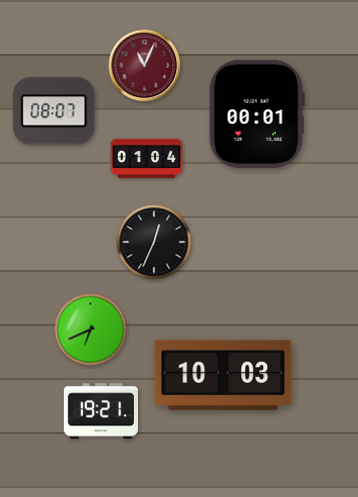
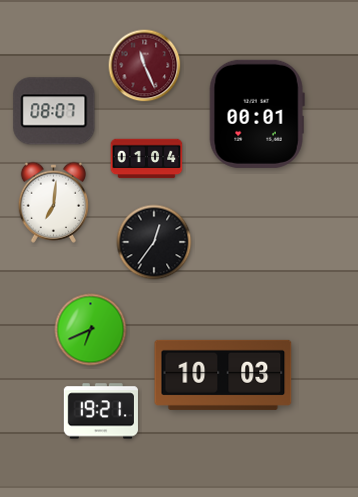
clock at (145, 66): 11:04 -> 11:26
clock at (53, 202): none -> 7:01
clock at (154, 242): 12:34 -> 12:36
